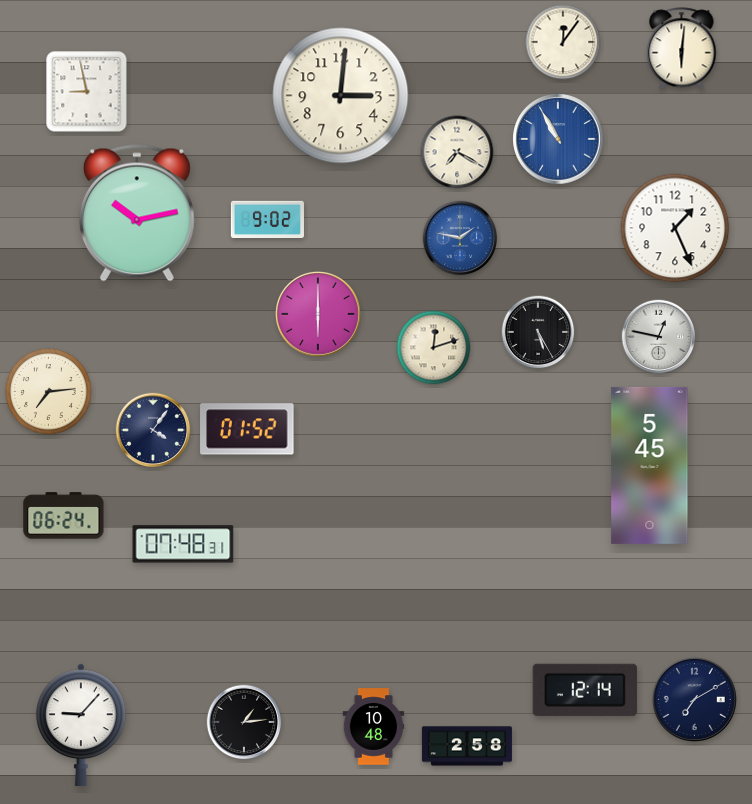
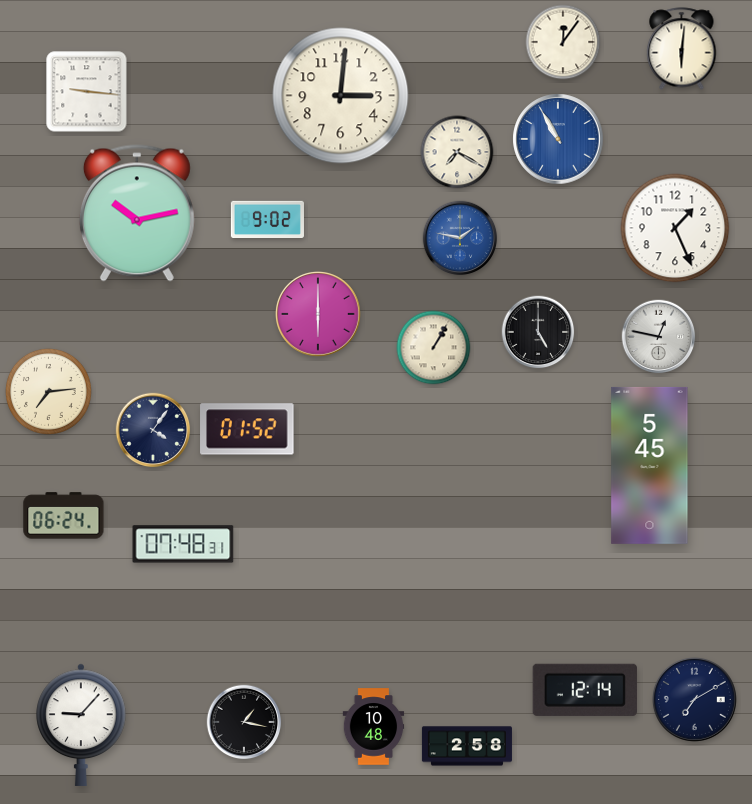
clock at (87, 92): 8:58 -> 9:16
clock at (538, 332): 5:25 -> 5:00
clock at (434, 348): 12:12 -> 1:05
clock at (244, 722): 1:14 -> 1:17
